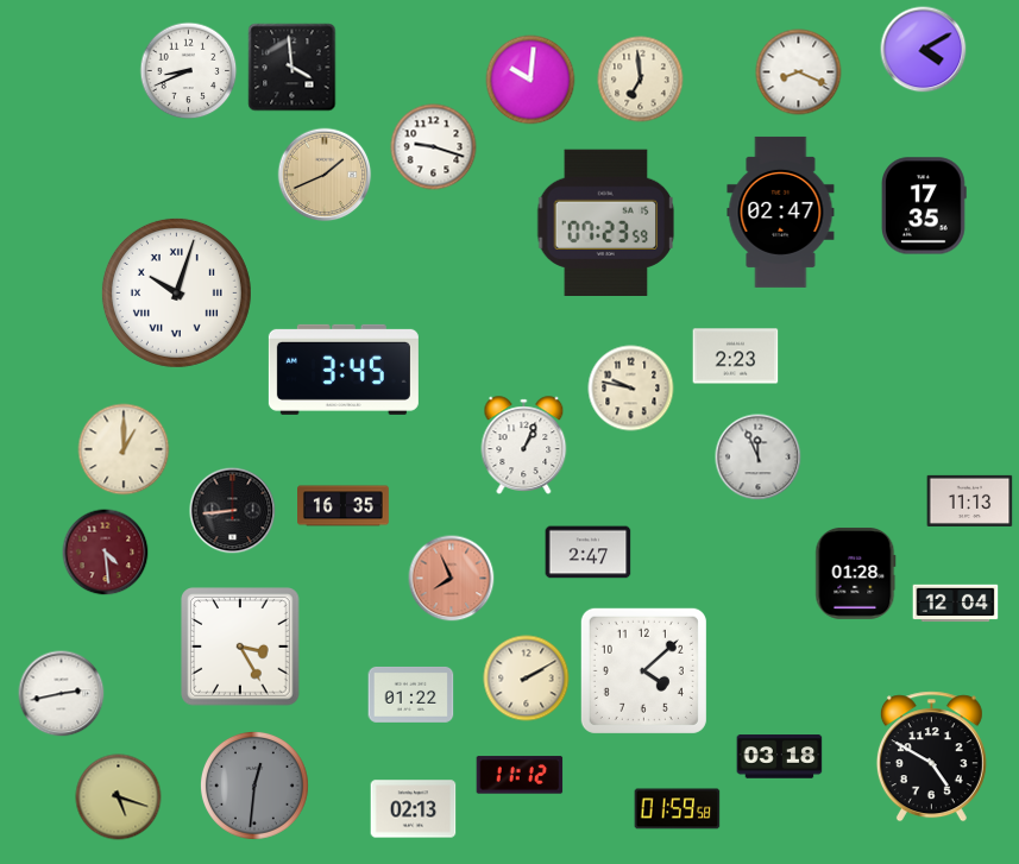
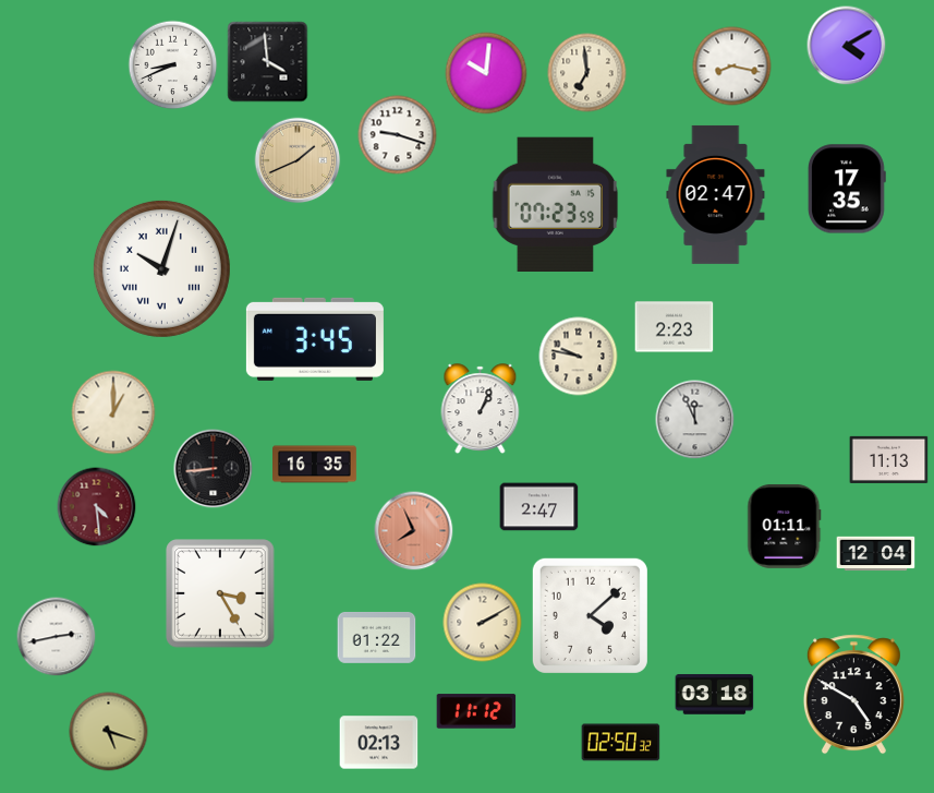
clock at (799, 72): 8:19 -> 8:17
clock at (856, 573): 01:28 -> 01:11
clock at (254, 786): 12:31 -> none
clock at (678, 809): 01:59 -> 02:50
